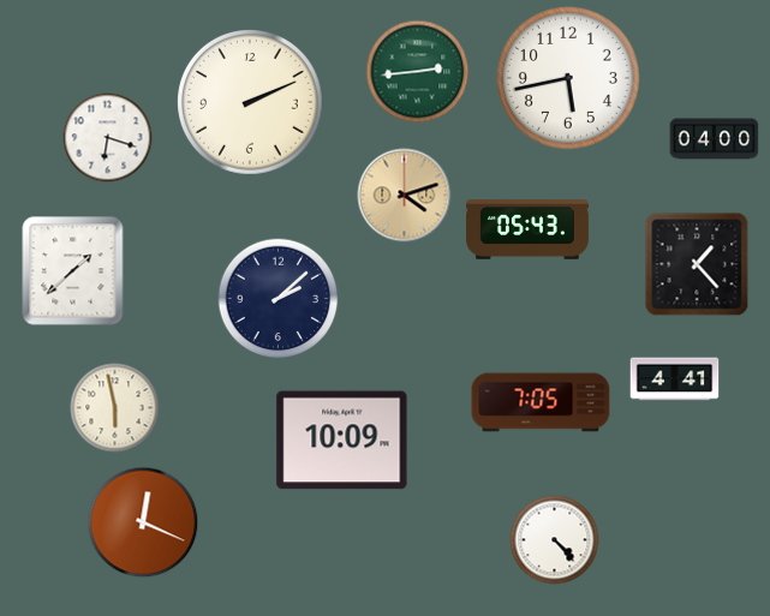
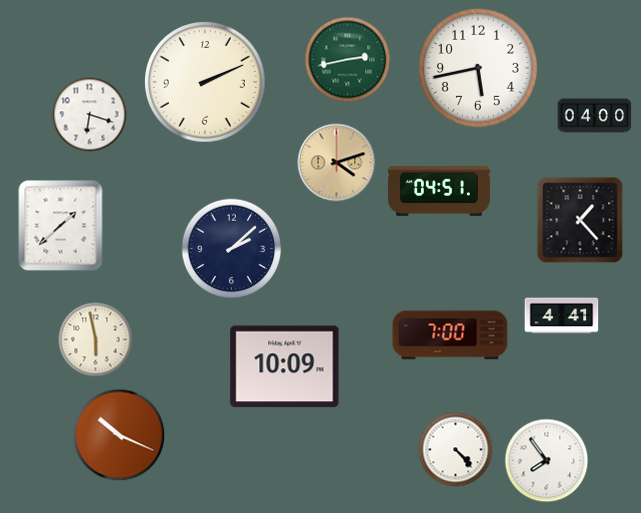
clock at (418, 72): 2:44 -> 2:43
clock at (568, 78) position: (568, 78) -> (478, 68)
clock at (251, 103) position: (251, 103) -> (206, 83)
clock at (527, 229): 05:43 -> 04:51
clock at (541, 402): 7:05 -> 7:00
clock at (143, 522): 12:19 -> 10:19
clock at (555, 540) position: (555, 540) -> (456, 450)
clock at (547, 461): none -> 7:54
